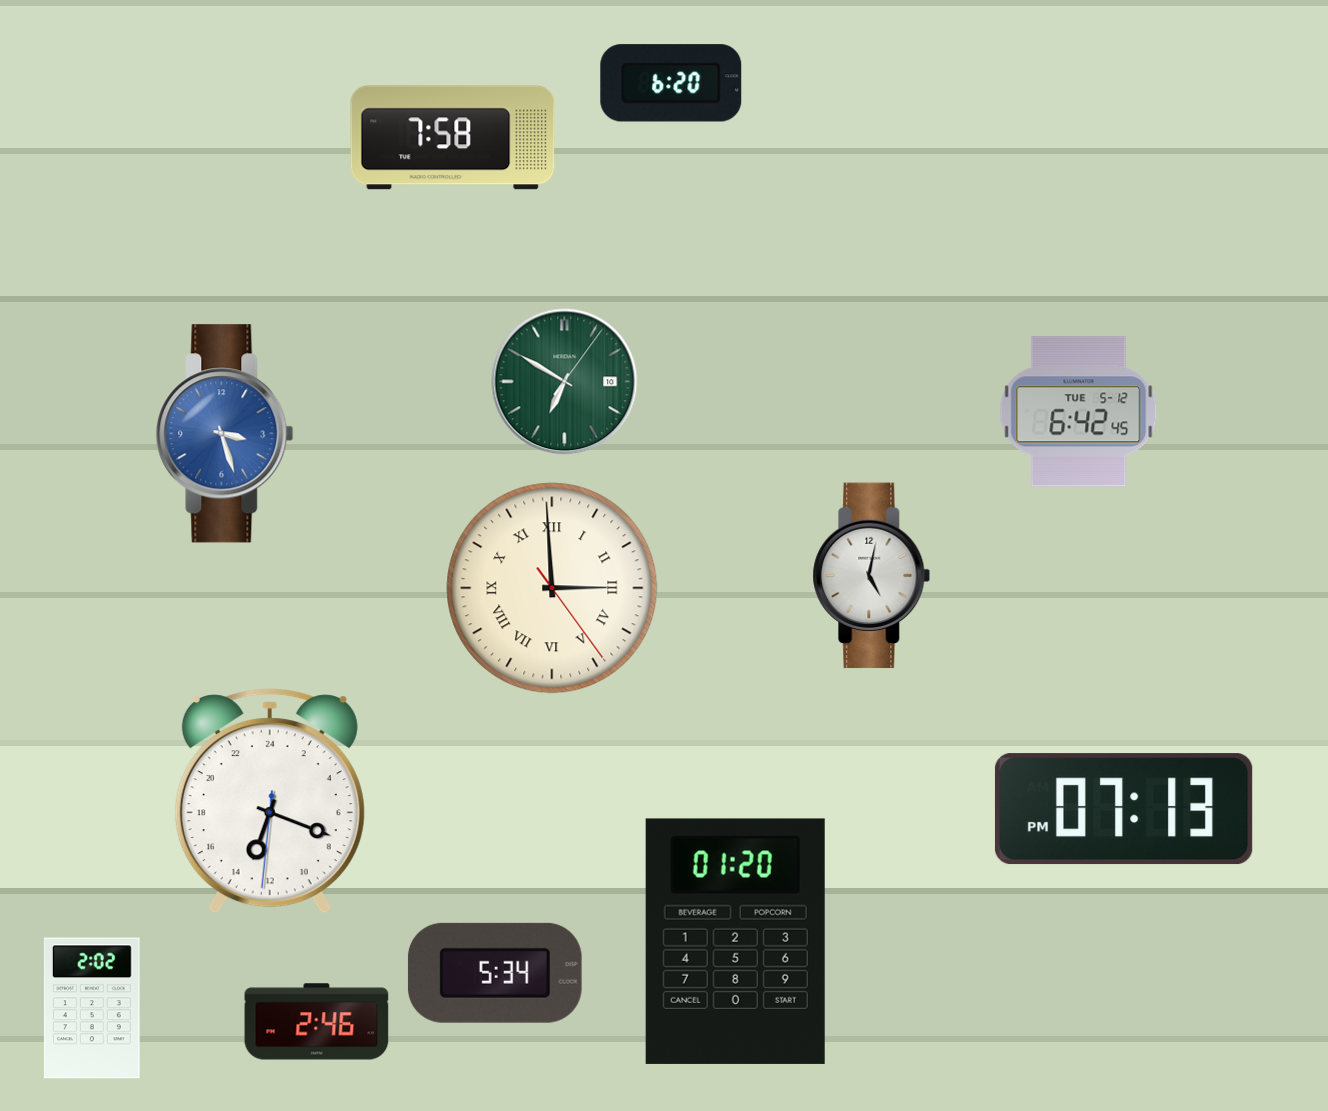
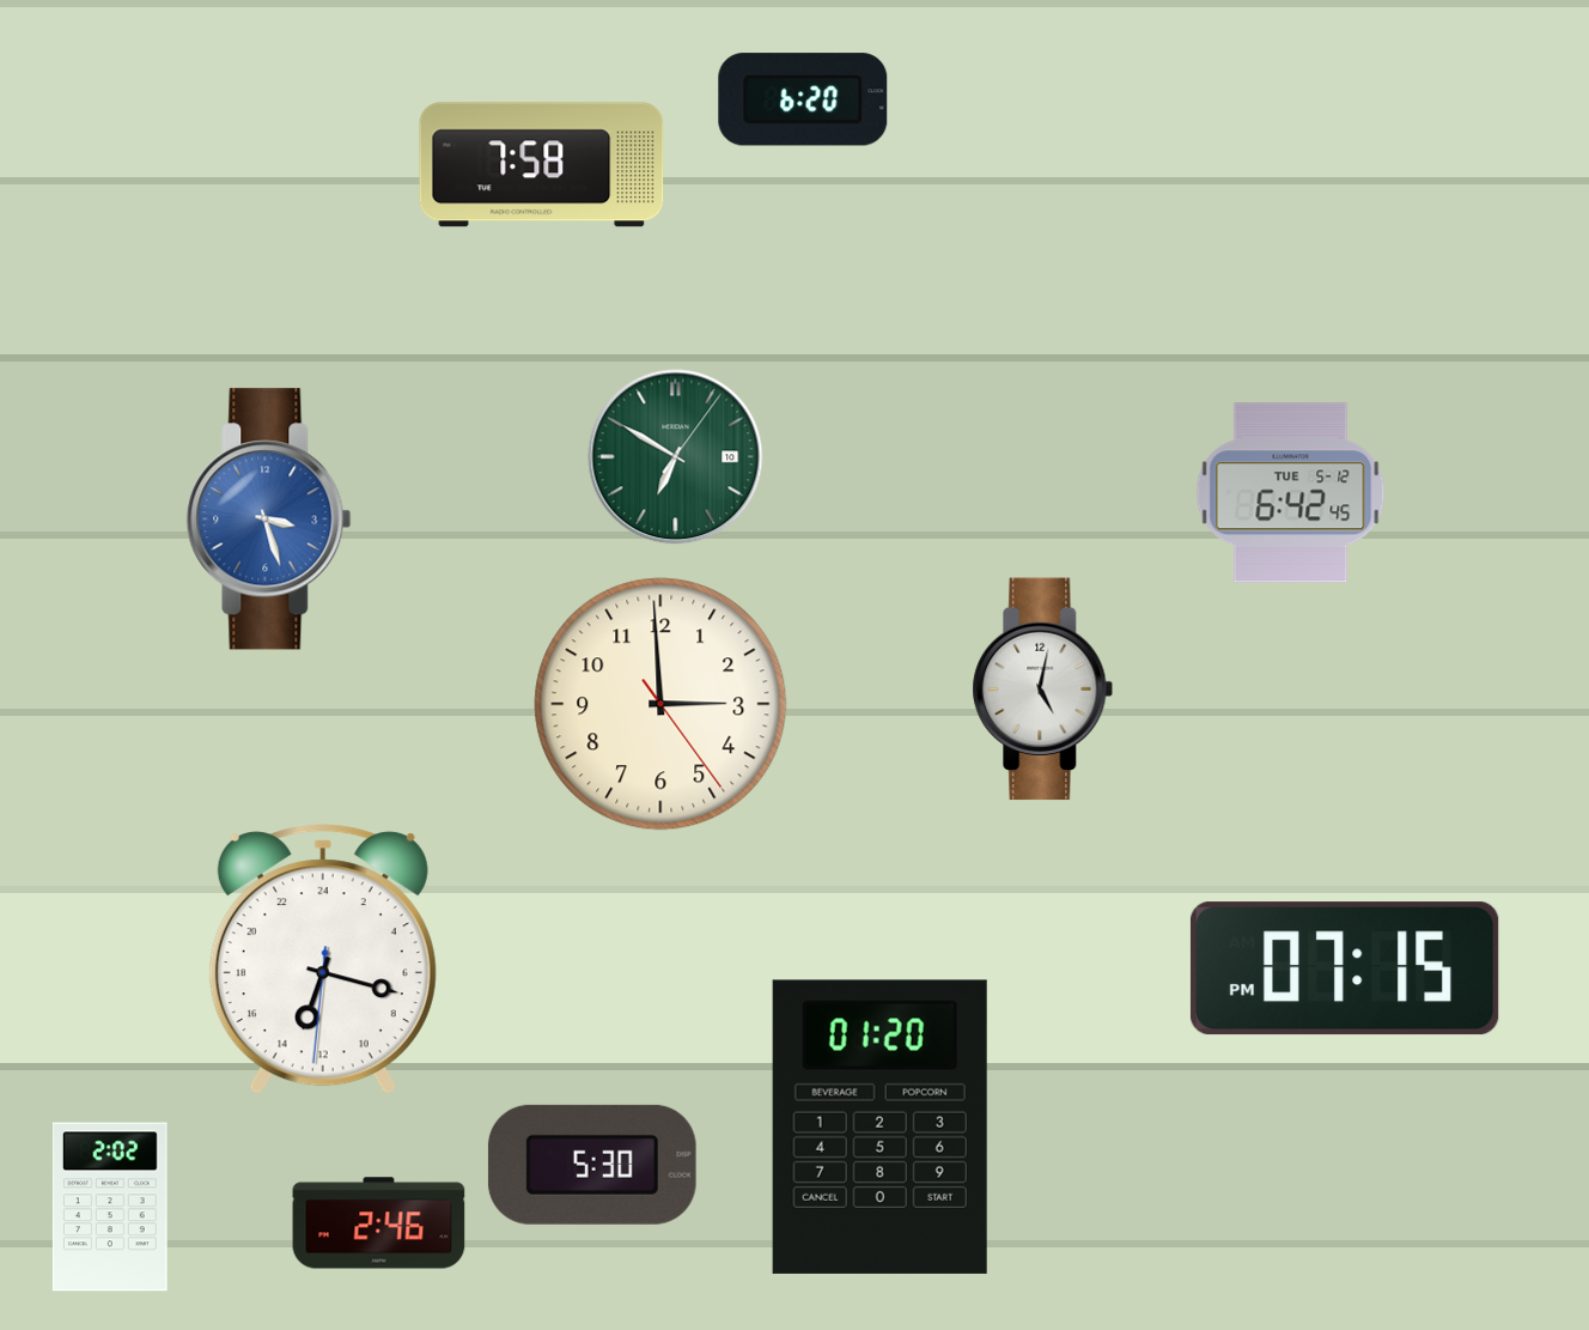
clock at (552, 588) numerals: Roman -> Arabic
clock at (270, 801): 13:18 -> 13:17
clock at (1124, 809): 07:13 -> 07:15
clock at (495, 973): 5:34 -> 5:30
